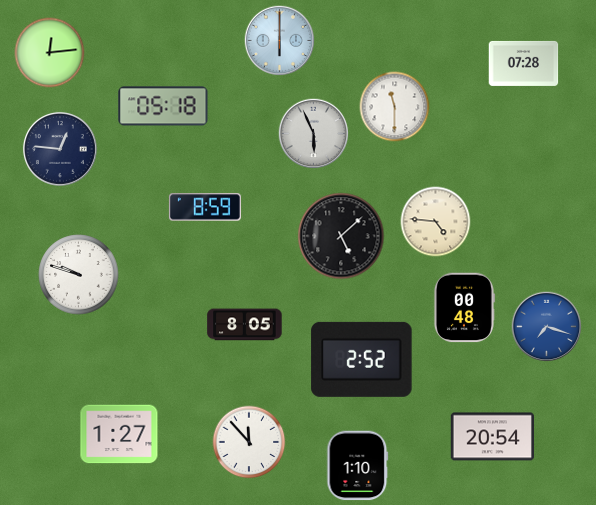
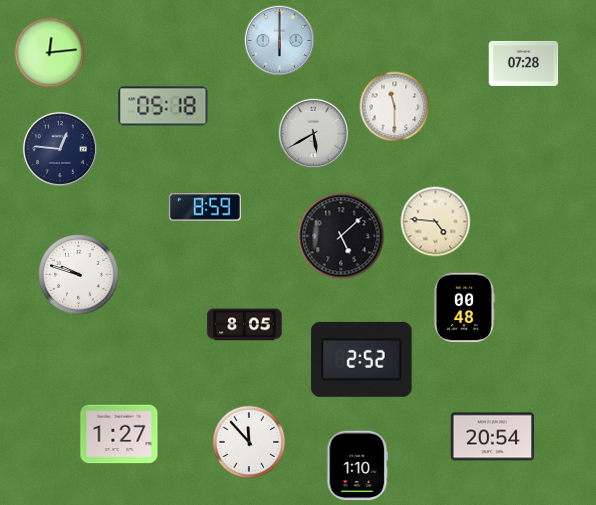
clock at (314, 134): 5:56 -> 5:40
clock at (547, 327): 7:18 -> none
